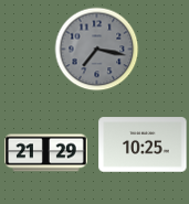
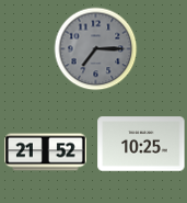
clock at (97, 50): 7:17 -> 7:15
clock at (46, 153): 21:29 -> 21:52
